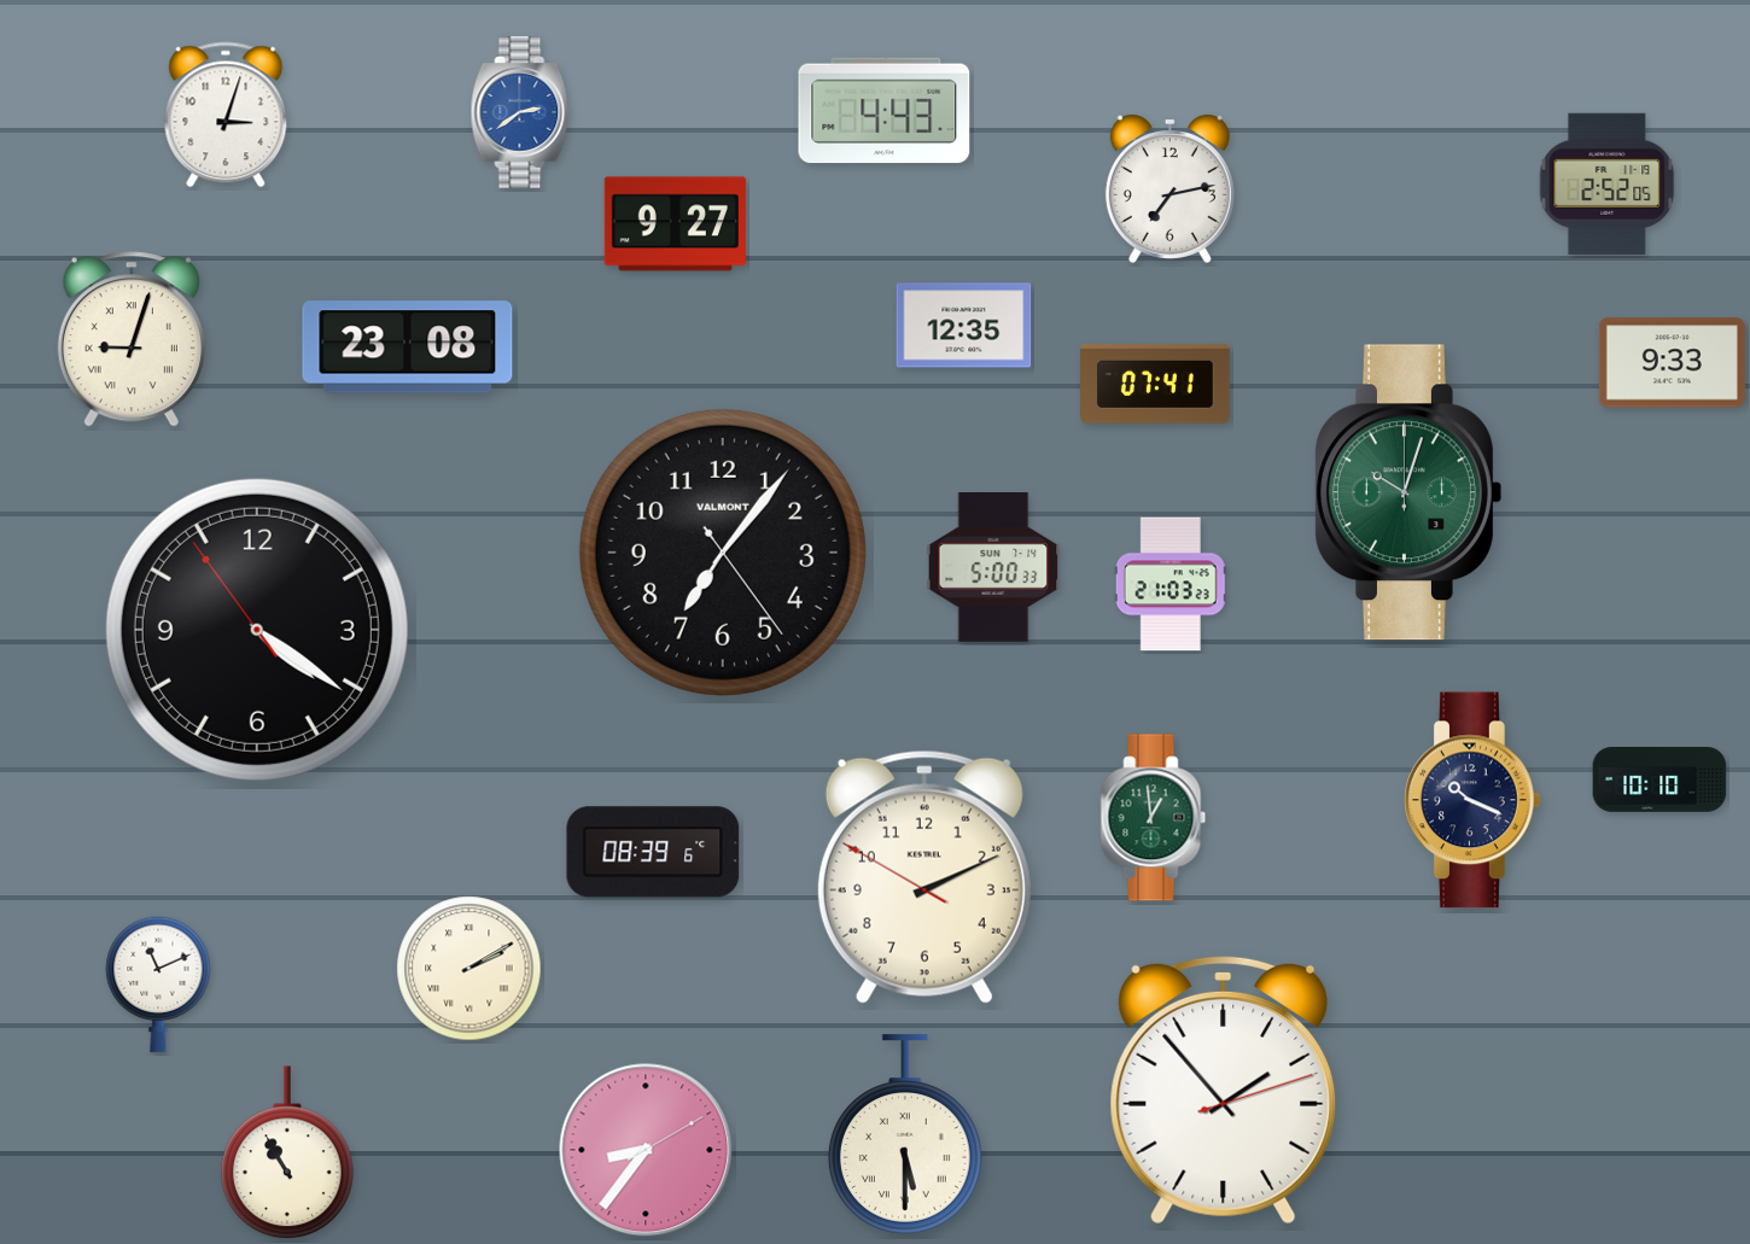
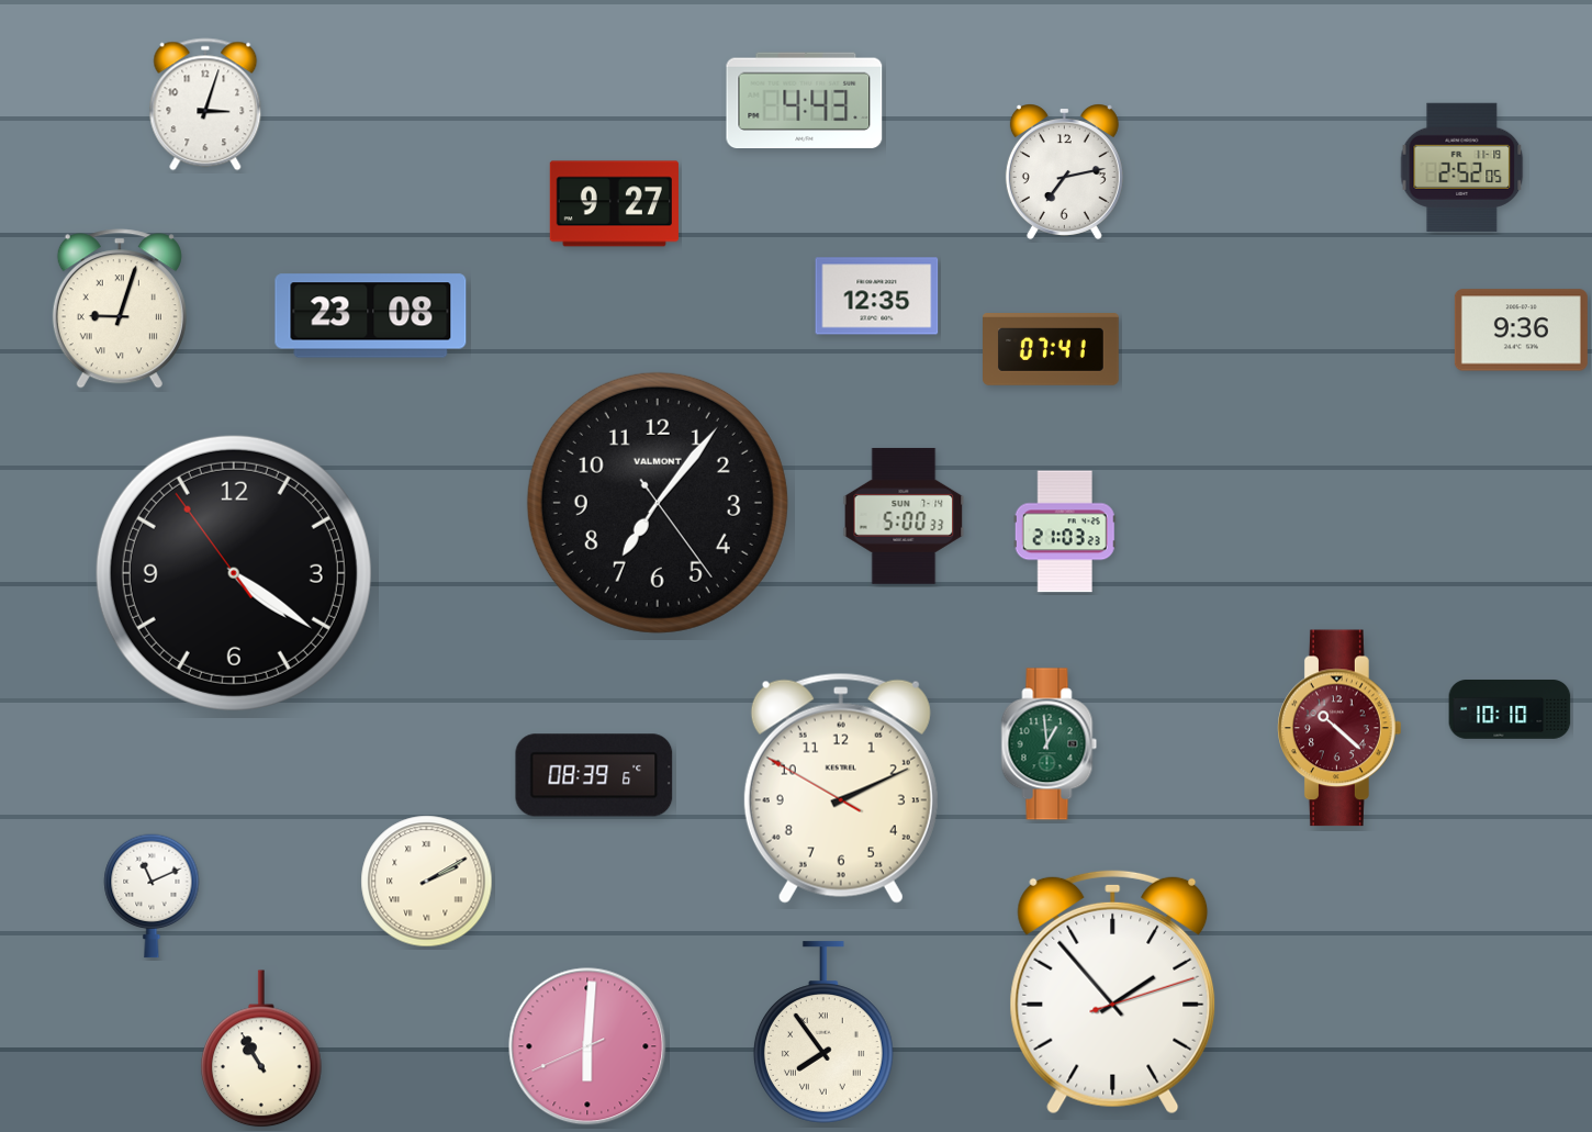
clock at (520, 112): 2:39 -> none
clock at (1672, 363): 9:33 -> 9:36
clock at (1408, 492): 10:03 -> none
clock at (1474, 800): 10:19 -> 10:22
clock at (1474, 800) dial: navy -> burgundy
clock at (924, 877) position: (924, 877) -> (841, 788)
clock at (158, 985) position: (158, 985) -> (152, 896)
clock at (905, 1134): 5:30 -> 7:54
clock at (646, 1150): 8:36 -> 6:00
